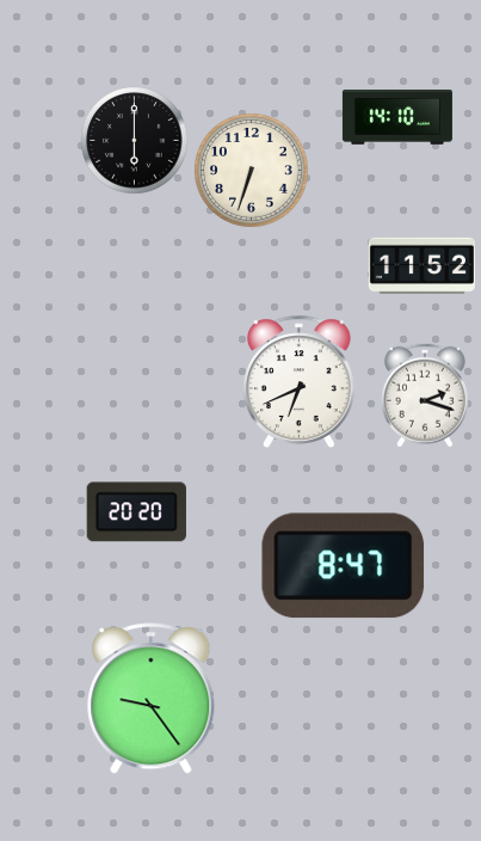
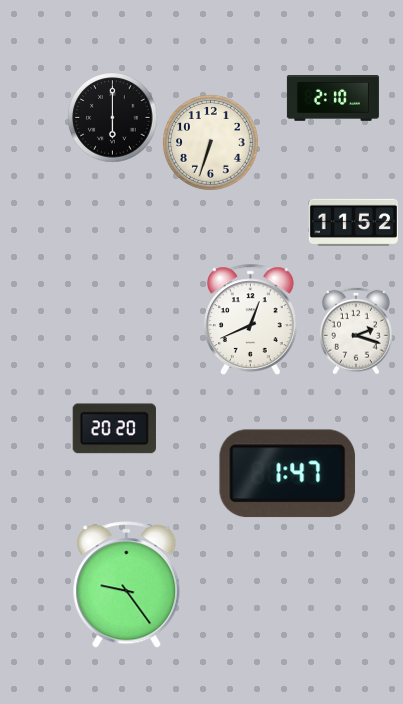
clock at (397, 118): 14:10 -> 2:10
clock at (300, 381): 6:41 -> 12:41
clock at (344, 566): 8:47 -> 1:47
